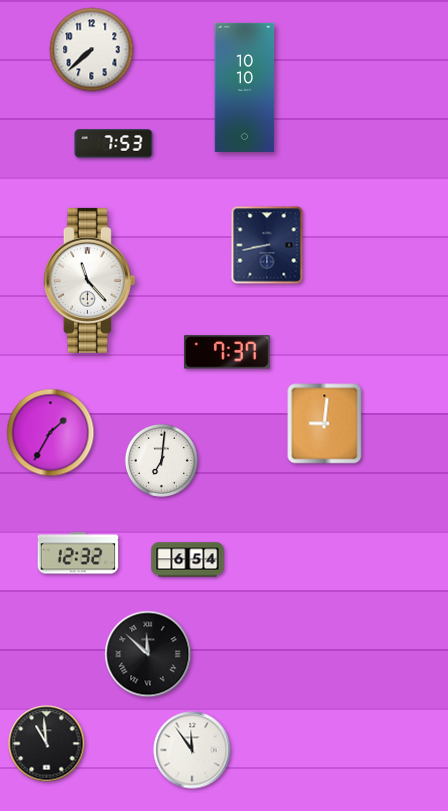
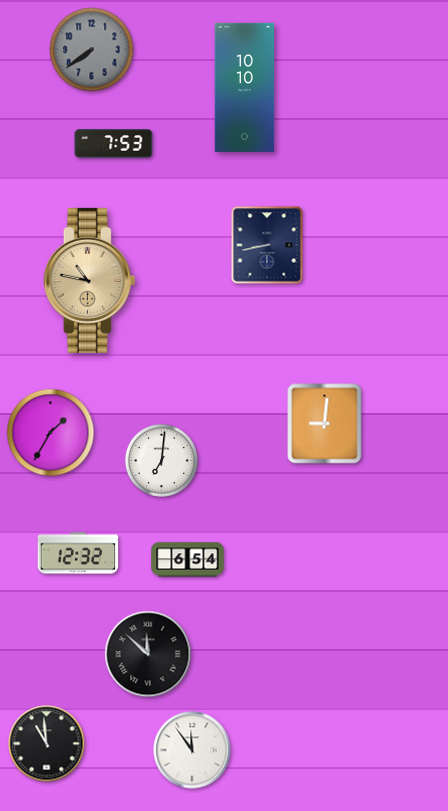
clock at (92, 50): 7:38 -> 7:39
clock at (92, 50) dial: white -> grey
clock at (89, 280): 11:23 -> 10:47
clock at (89, 280) dial: white -> champagne
clock at (228, 352): 7:37 -> none
